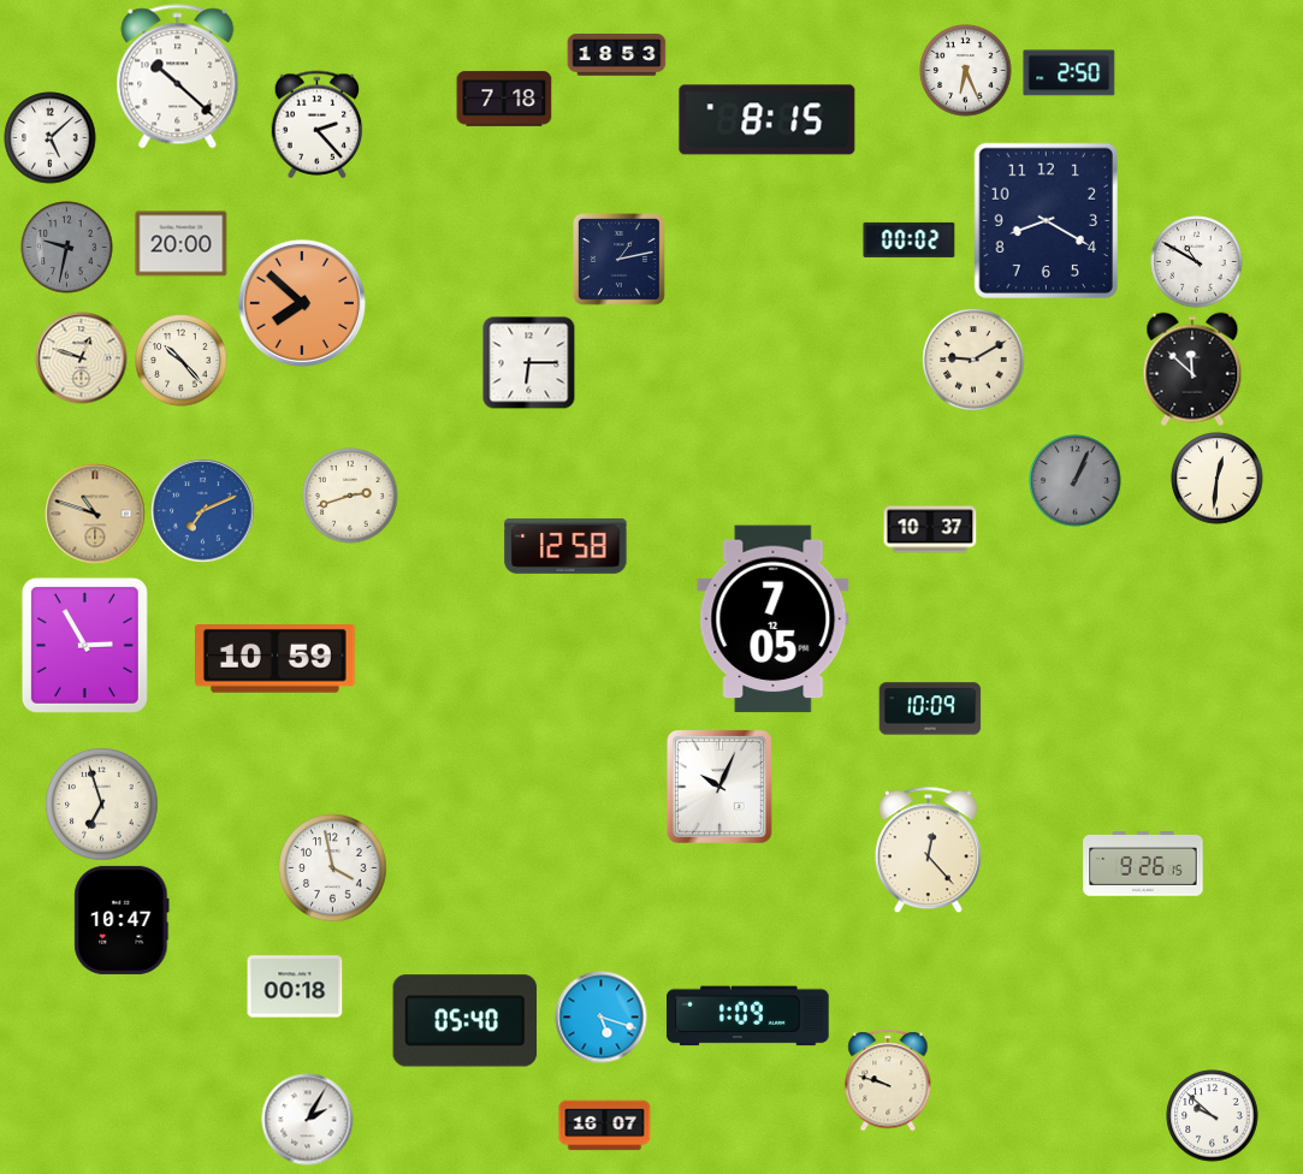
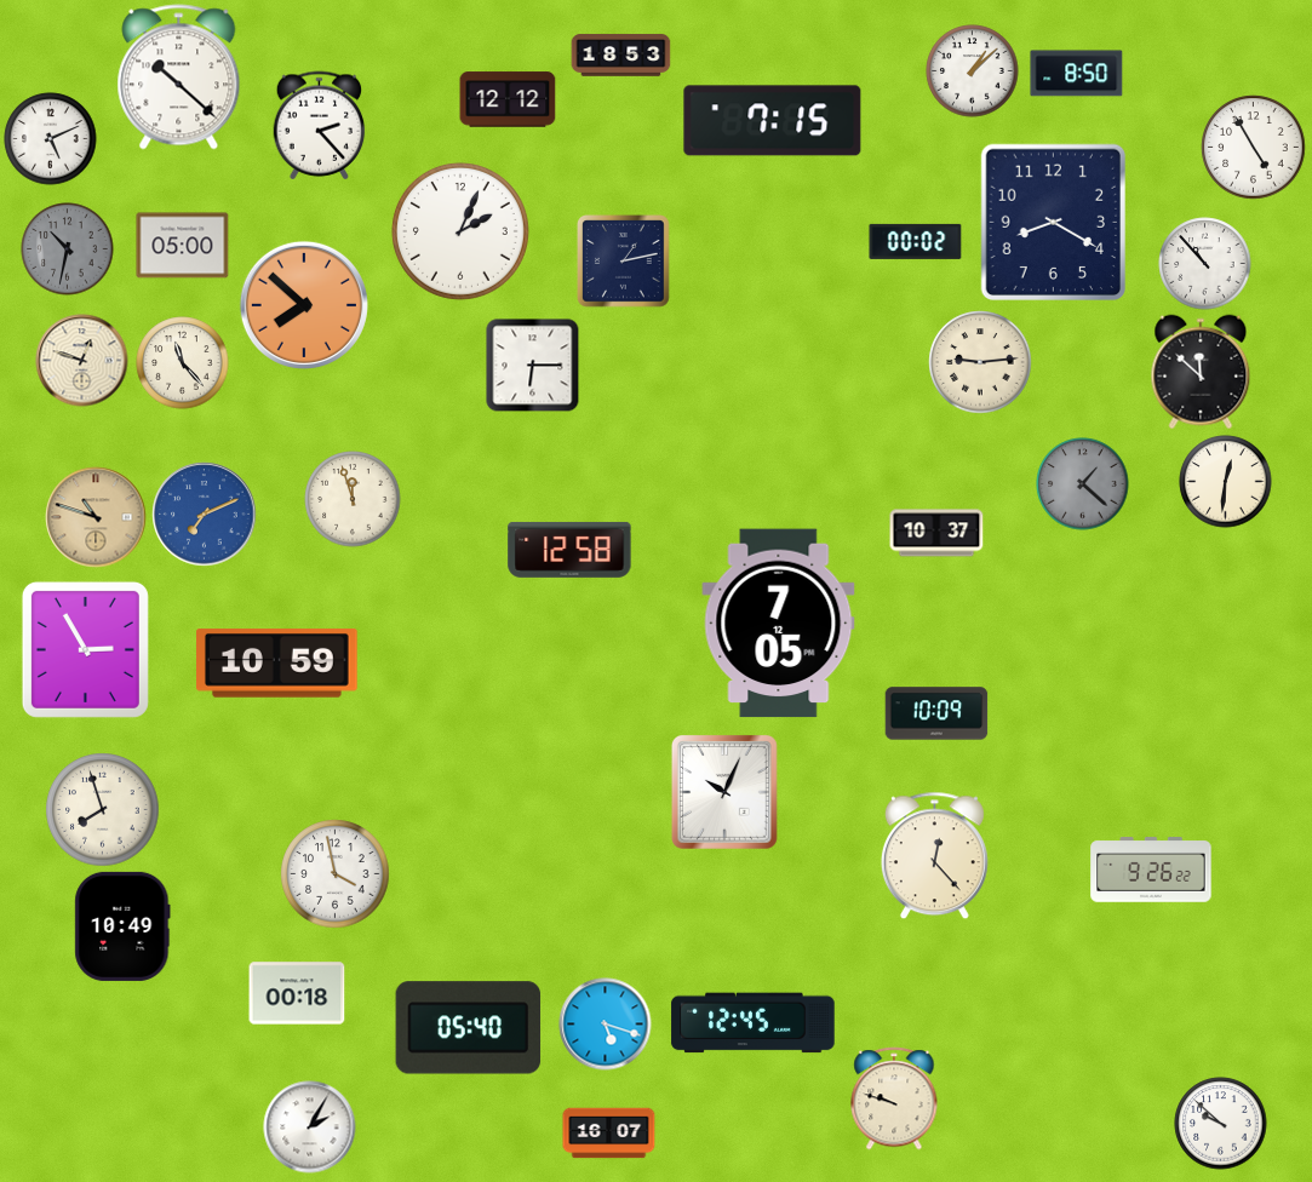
clock at (966, 71): 6:26 -> 1:08
clock at (1070, 73): 2:50 -> 8:50
clock at (504, 99): 7:18 -> 12:12
clock at (768, 120): 8:15 -> 7:15
clock at (51, 138): 5:08 -> 5:11
clock at (1254, 148): none -> 4:55
clock at (460, 231): none -> 2:04
clock at (182, 244): 20:00 -> 05:00
clock at (67, 248): 9:32 -> 10:32
clock at (1197, 262): 10:50 -> 10:53
clock at (973, 360): 9:10 -> 9:14
clock at (182, 361): 10:23 -> 11:23
clock at (1076, 481): 1:04 -> 1:22
clock at (350, 496): 2:42 -> 11:57
clock at (102, 805): 6:57 -> 7:57
clock at (1143, 864): 9:26:15 -> 9:26:22
clock at (122, 920): 10:47 -> 10:49
clock at (748, 1016): 1:09 -> 12:45
clock at (888, 1080) position: (888, 1080) -> (894, 1098)
